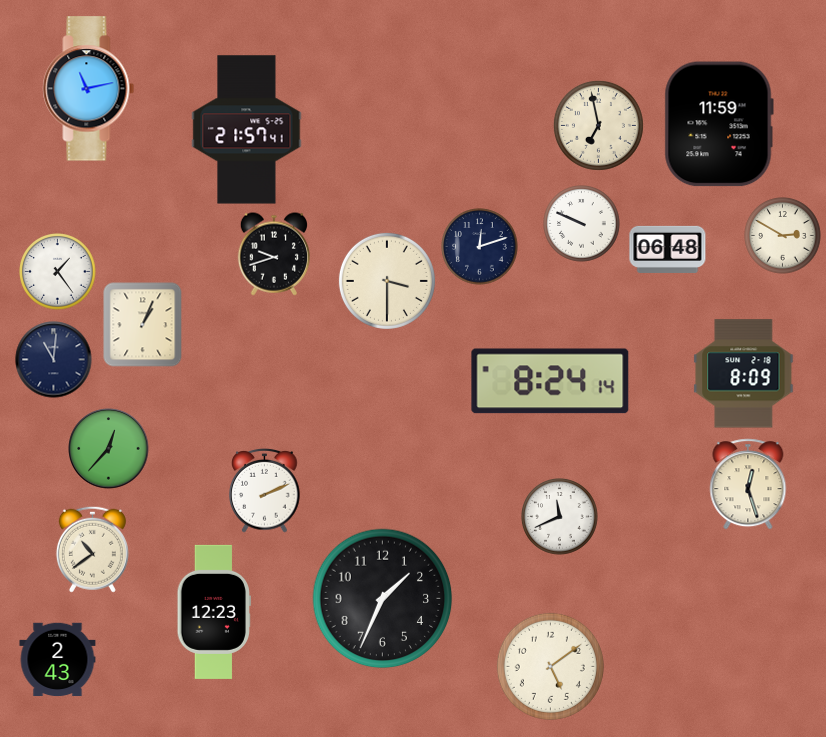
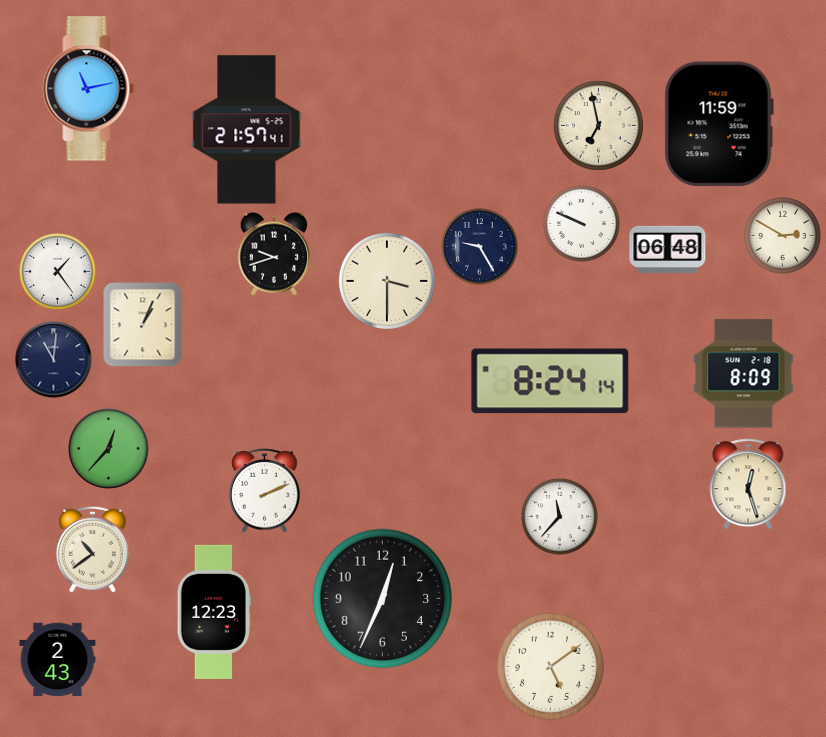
clock at (480, 247): 12:12 -> 9:25
clock at (560, 517): 11:41 -> 11:37
clock at (383, 599): 1:34 -> 12:34
